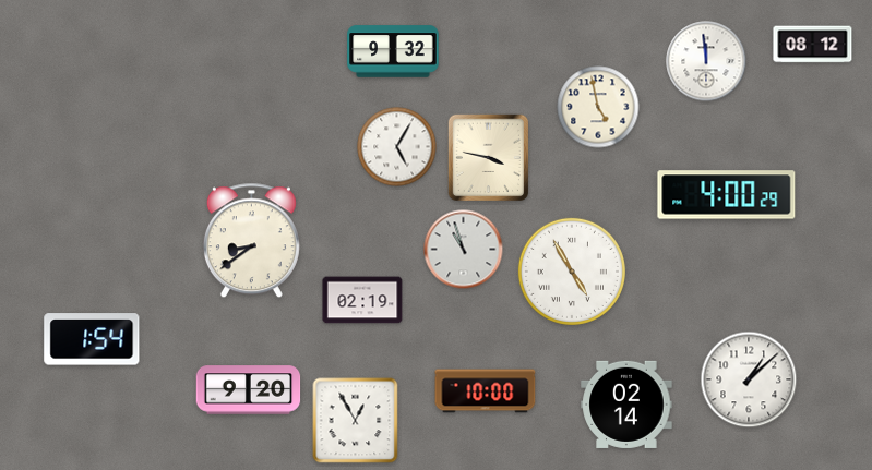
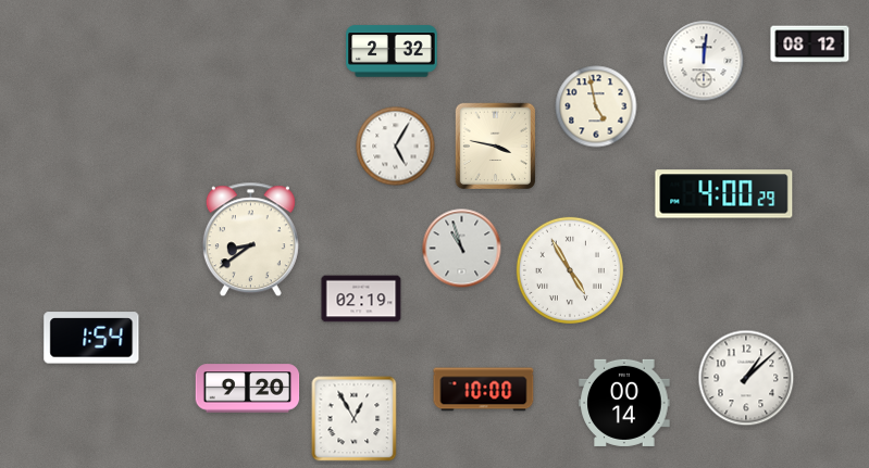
clock at (393, 51): 9:32 -> 2:32
clock at (706, 61): 11:59 -> 12:01
clock at (489, 158) position: (489, 158) -> (496, 147)
clock at (626, 405): 02:14 -> 00:14
